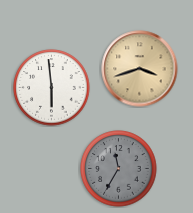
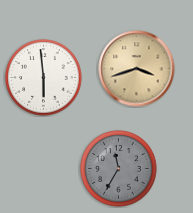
clock at (140, 69) position: (140, 69) -> (137, 69)
clock at (52, 88) position: (52, 88) -> (44, 78)
